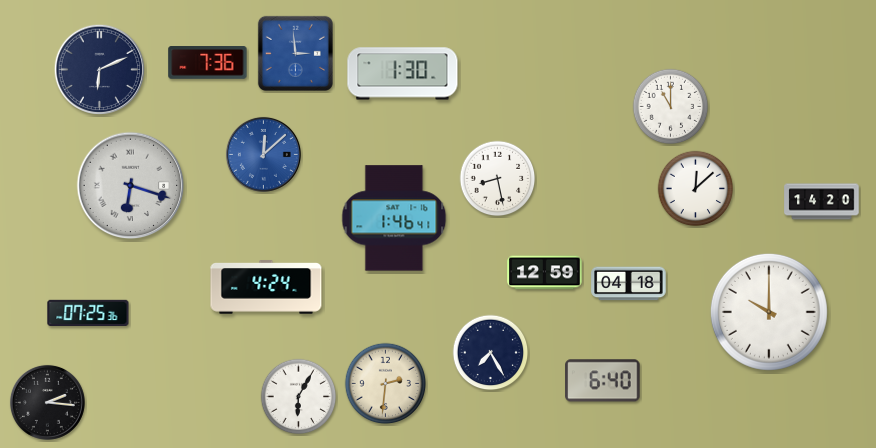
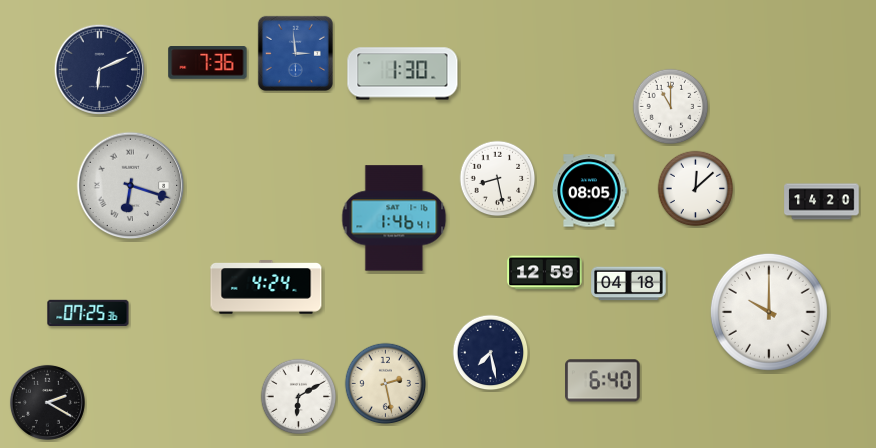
clock at (263, 154): 12:08 -> none
clock at (589, 191): none -> 08:05
clock at (491, 353): 7:25 -> 7:28
clock at (386, 384): 2:31 -> 2:28
clock at (299, 397): 6:05 -> 6:10
clock at (47, 402): 2:16 -> 2:20
